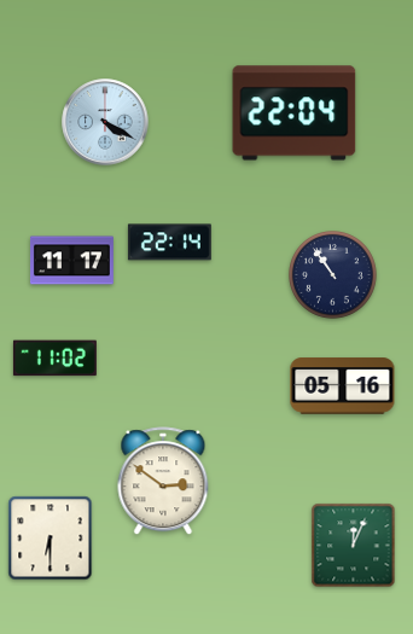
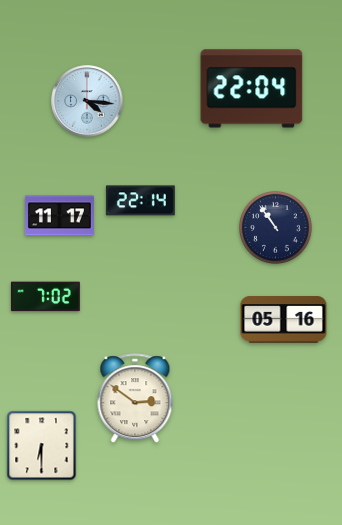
clock at (295, 114) position: (295, 114) -> (252, 89)
clock at (105, 122): 4:20 -> 4:16
clock at (54, 359): 11:02 -> 7:02
clock at (354, 546): 12:04 -> none
